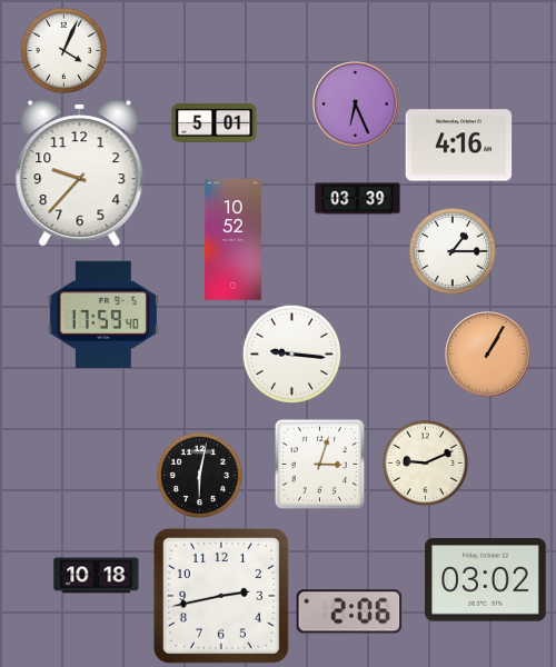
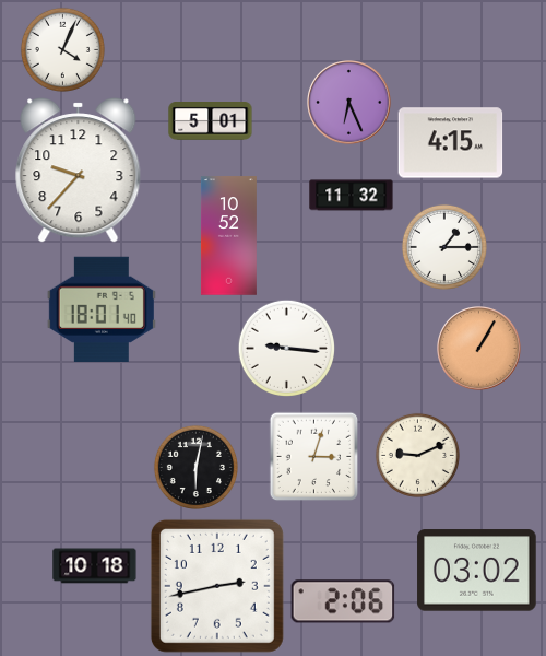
clock at (459, 146): 4:16 -> 4:15
clock at (358, 199): 03:39 -> 11:32
clock at (103, 313): 17:59 -> 18:01
